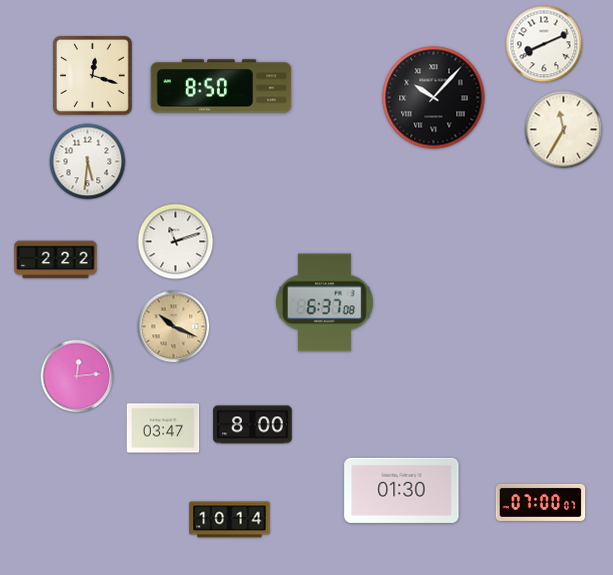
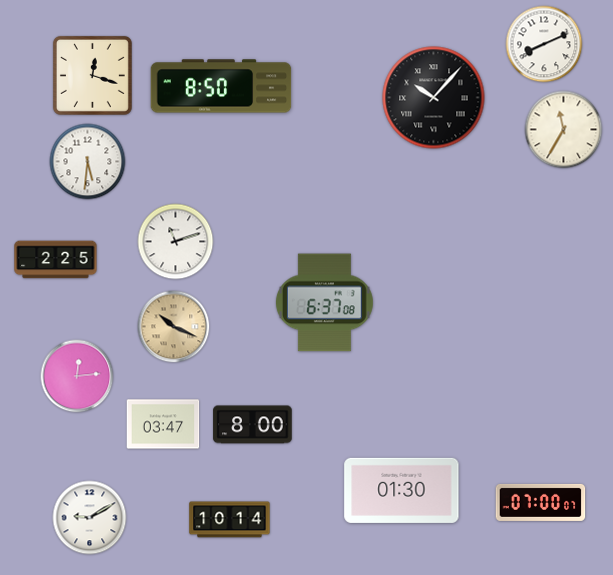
clock at (56, 260): 2:22 -> 2:25
clock at (163, 428) position: (163, 428) -> (163, 424)
clock at (90, 518): none -> 9:10
